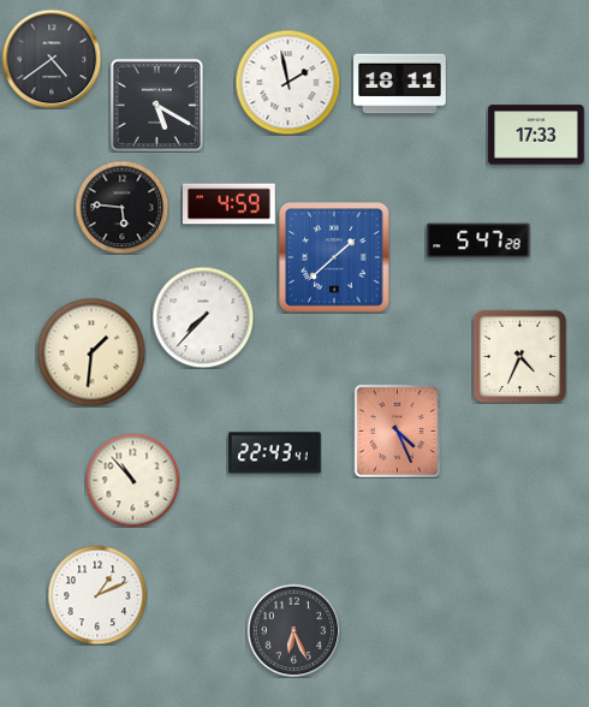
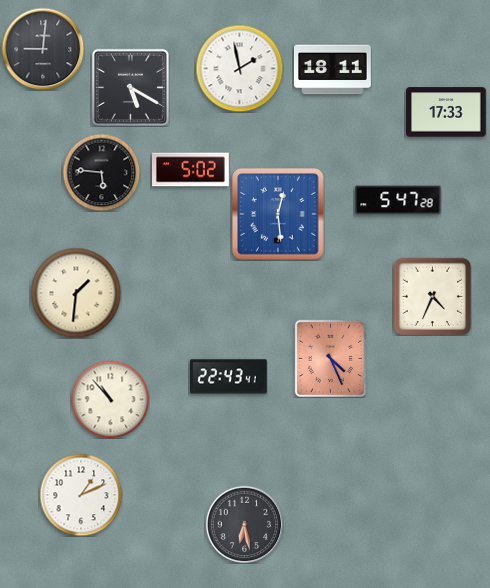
clock at (52, 59): 4:39 -> 9:01
clock at (230, 204): 4:59 -> 5:02
clock at (334, 257): 1:38 -> 12:29
clock at (203, 317): 7:37 -> none
clock at (293, 630): 6:26 -> 6:28
